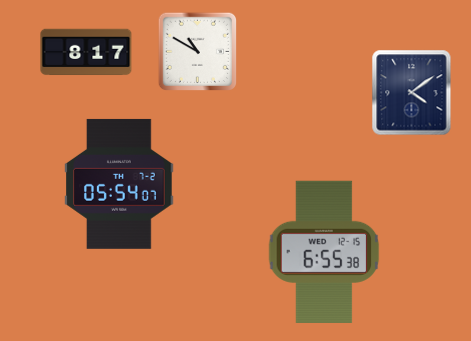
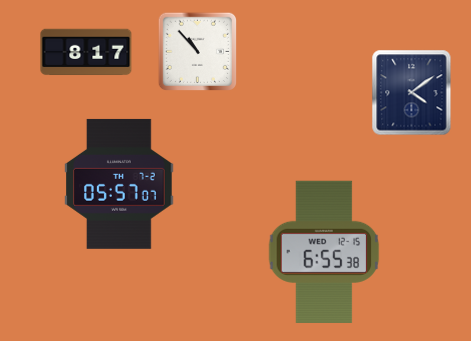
clock at (197, 51): 10:50 -> 10:53
clock at (119, 184): 05:54 -> 05:57
